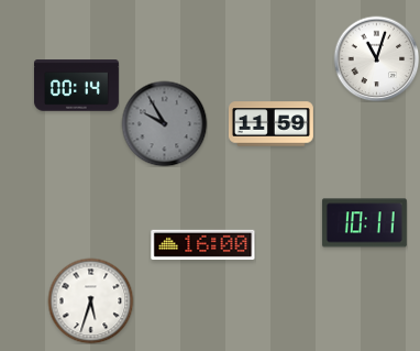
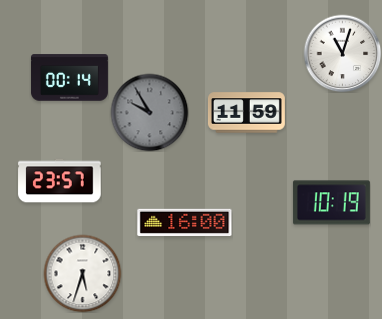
clock at (60, 181): none -> 23:57
clock at (364, 223): 10:11 -> 10:19
